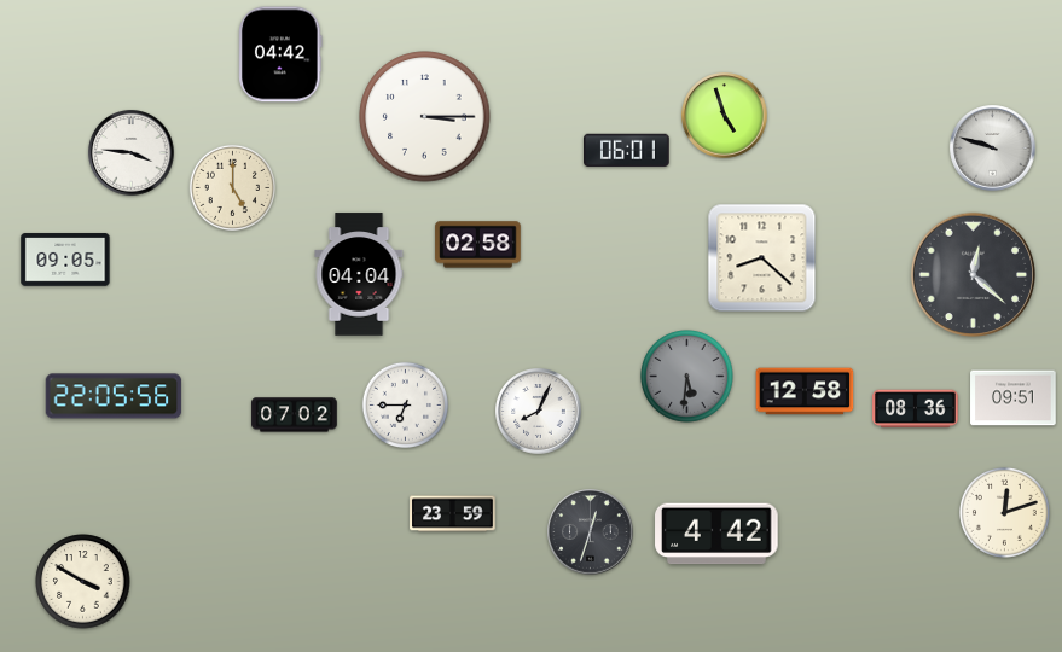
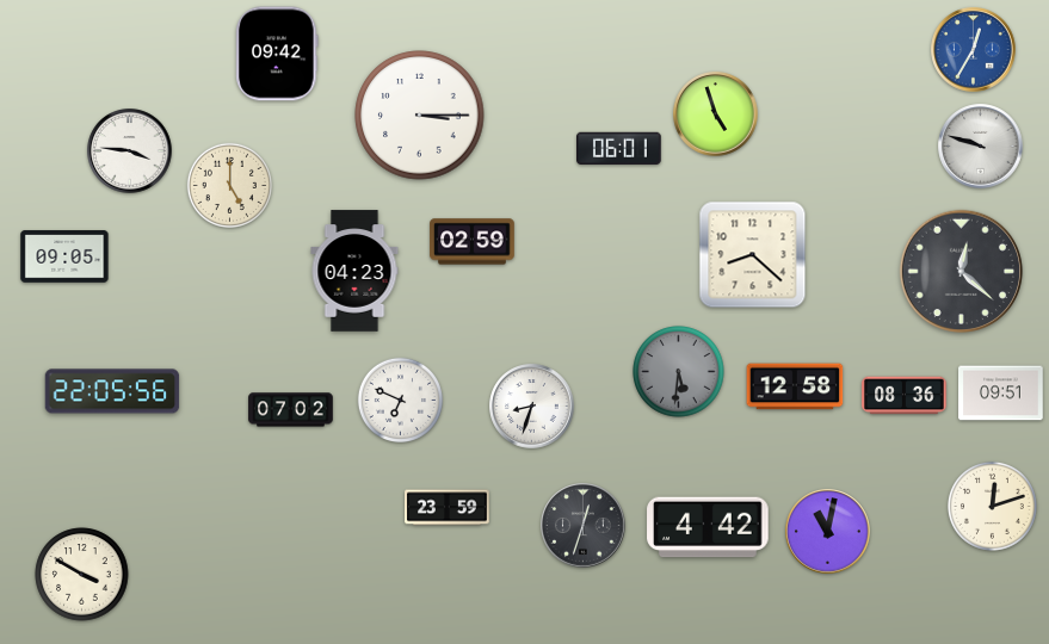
clock at (974, 50): none -> 12:35
clock at (280, 54): 04:42 -> 09:42
clock at (478, 245): 02:58 -> 02:59
clock at (359, 274): 04:04 -> 04:23
clock at (405, 404): 6:45 -> 6:49
clock at (916, 409) position: (916, 409) -> (905, 396)
clock at (539, 412): 8:04 -> 8:33
clock at (828, 532): none -> 11:02
